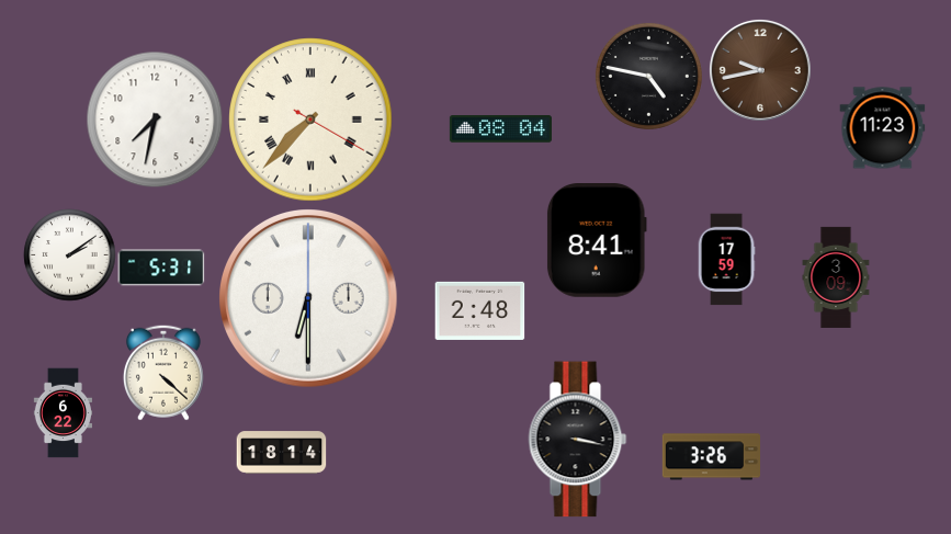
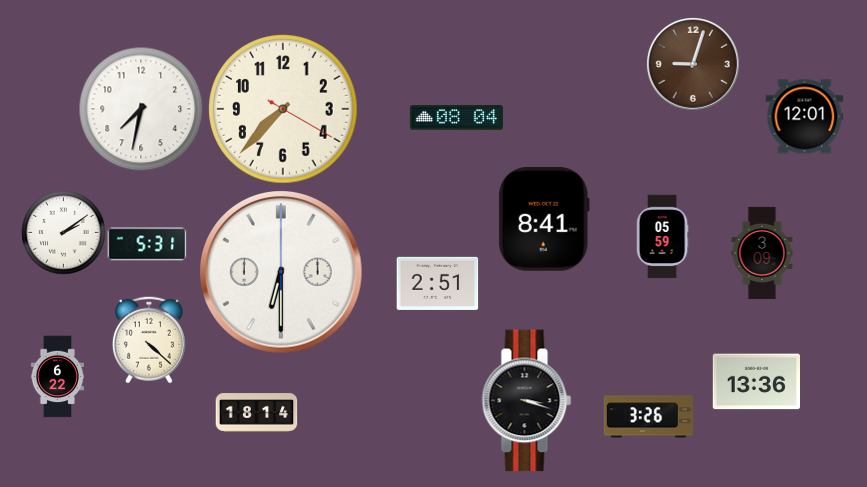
clock at (760, 70): 9:43 -> 9:03
clock at (648, 76): 4:47 -> none
clock at (310, 120) numerals: Roman -> Arabic
clock at (882, 128): 11:23 -> 12:01
clock at (726, 259): 17:59 -> 05:59
clock at (479, 310): 2:48 -> 2:51
clock at (756, 382): none -> 13:36
clock at (578, 440): 3:17 -> 3:18
